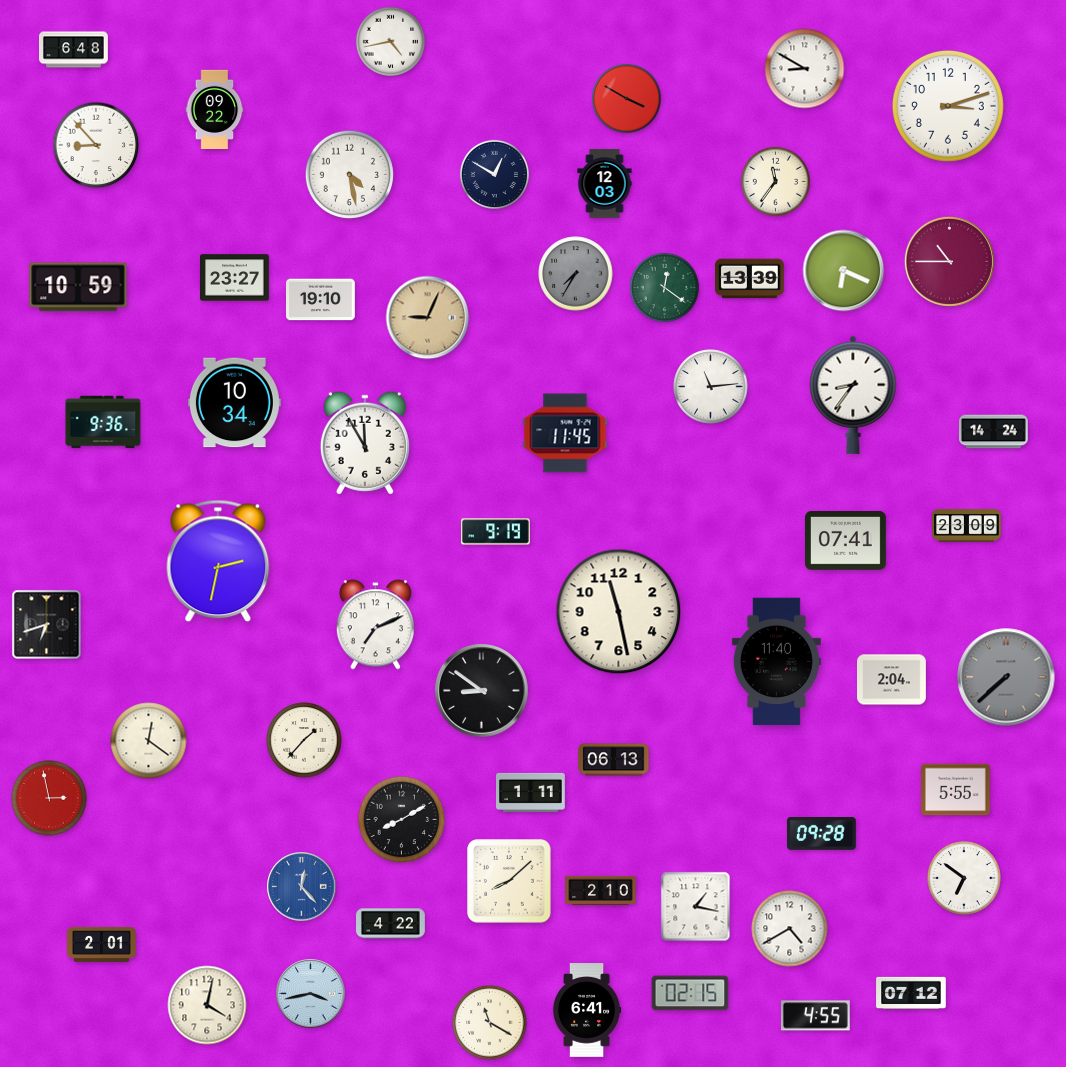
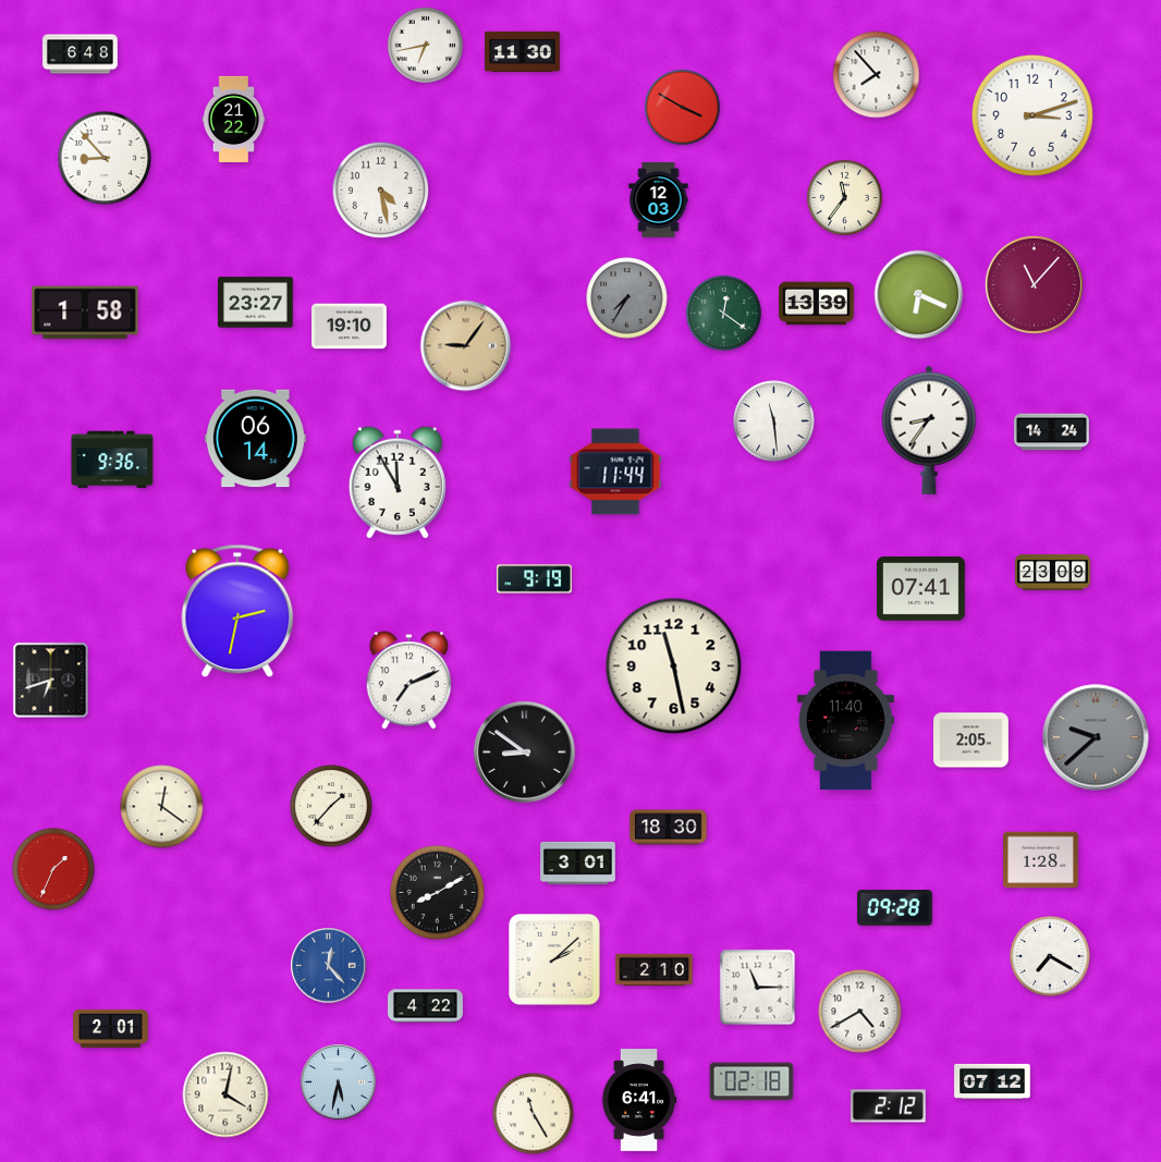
clock at (390, 41): 4:43 -> 6:43
clock at (523, 52): none -> 11:30
clock at (805, 69): 8:50 -> 7:53
clock at (215, 109): 09:22 -> 21:22
clock at (494, 174): 12:50 -> none
clock at (949, 261): 10:45 -> 11:07
clock at (78, 287): 10:59 -> 1:58
clock at (428, 318): 9:04 -> 9:06
clock at (711, 387): 11:14 -> 11:29
clock at (234, 403): 10:34 -> 06:14
clock at (994, 432) position: (994, 432) -> (1052, 432)
clock at (565, 433): 11:45 -> 11:44
clock at (496, 532) position: (496, 532) -> (535, 579)
clock at (1006, 677): 7:38 -> 9:38
clock at (892, 680): 2:04 -> 2:05
clock at (614, 760): 06:13 -> 18:30
clock at (956, 790): 5:55 -> 1:28
clock at (531, 792): 1:11 -> 3:01
clock at (49, 798): 2:58 -> 1:34
clock at (964, 878): 6:51 -> 7:20
clock at (509, 881): 8:08 -> 2:08
clock at (696, 907): 1:17 -> 11:15
clock at (690, 993): 02:15 -> 02:18
clock at (311, 994): 3:43 -> 5:32
clock at (815, 1016): 4:55 -> 2:12
clock at (490, 1023): 11:20 -> 11:25
